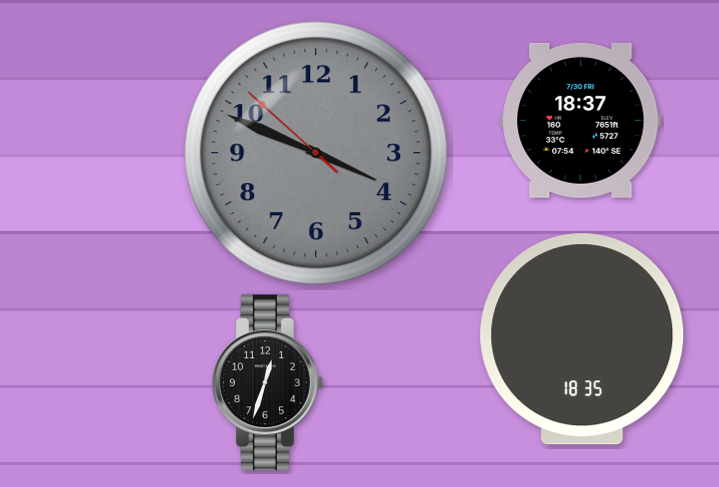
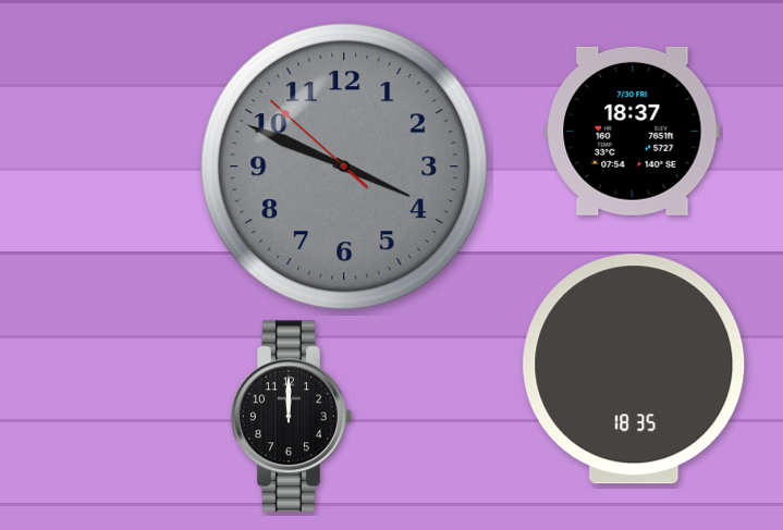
clock at (268, 383): 12:33 -> 12:00
